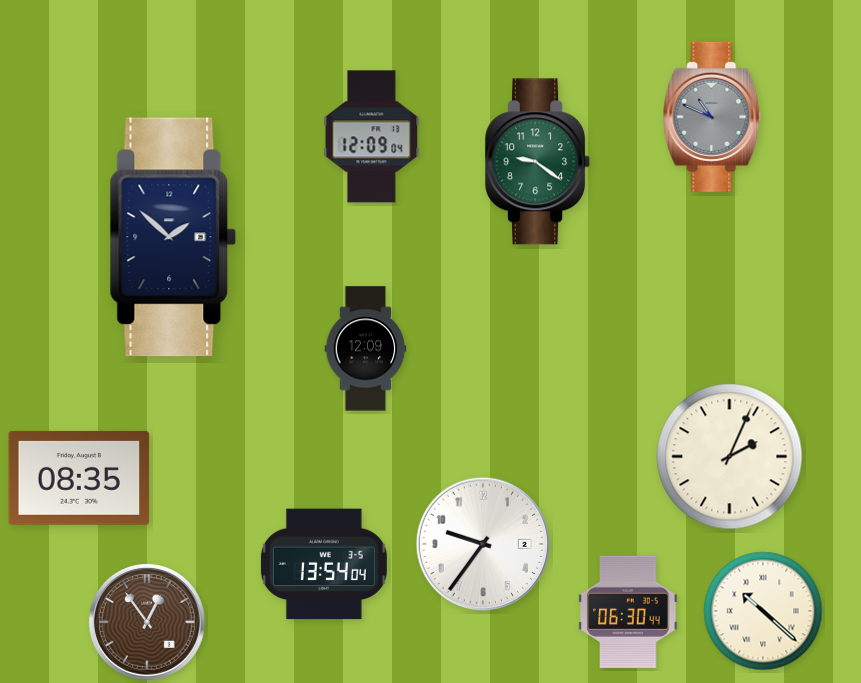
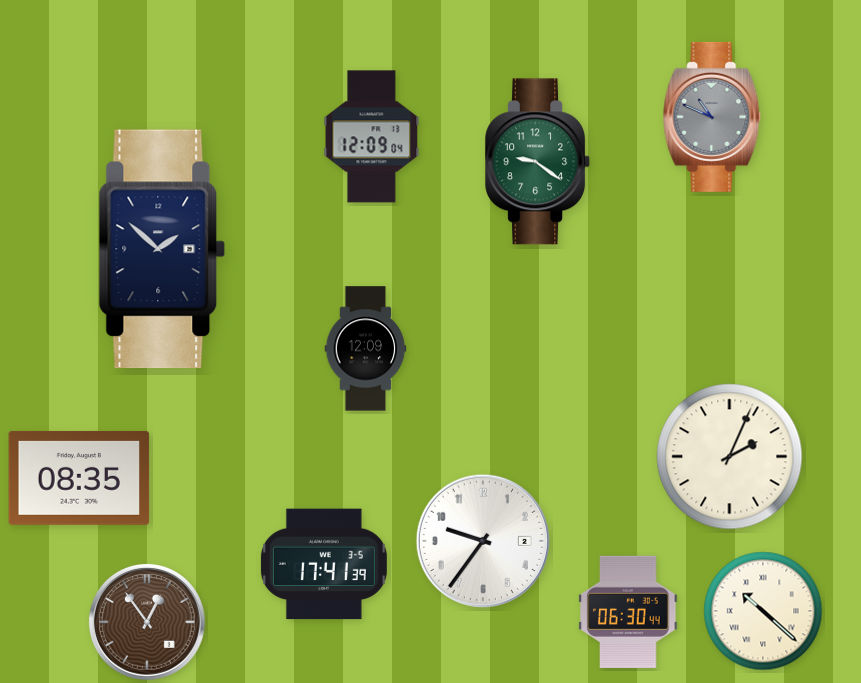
clock at (173, 237) position: (173, 237) -> (162, 249)
clock at (483, 544) position: (483, 544) -> (483, 541)
clock at (324, 564): 13:54 -> 17:41
